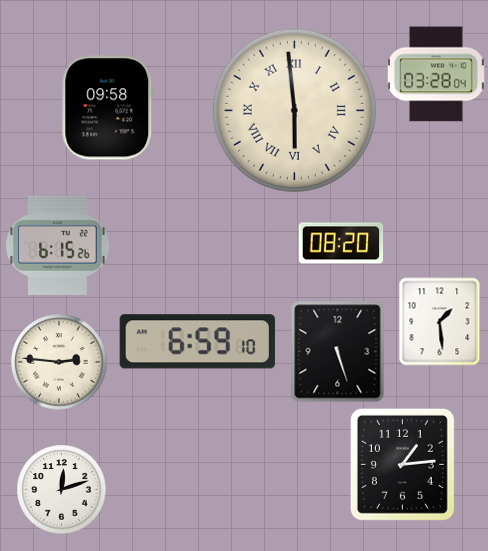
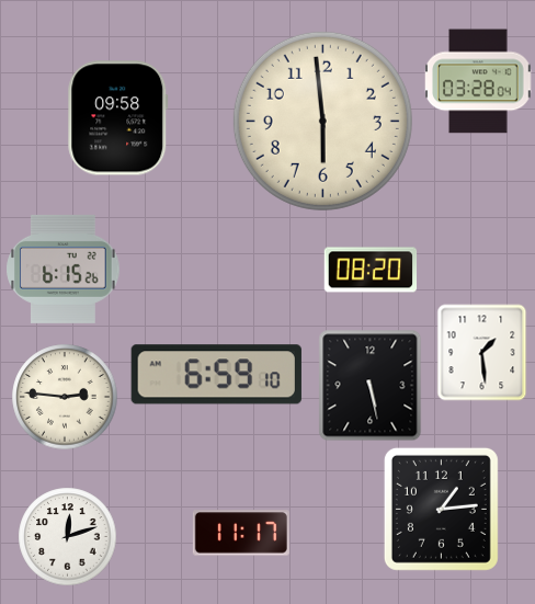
clock at (294, 110) numerals: Roman -> Arabic
clock at (341, 243) position: (341, 243) -> (371, 270)
clock at (338, 352): 5:27 -> 5:28
clock at (241, 533): none -> 11:17
